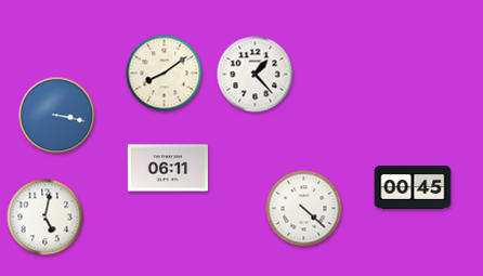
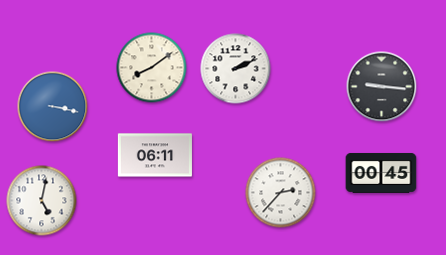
clock at (256, 75): 1:23 -> 2:11
clock at (382, 87): none -> 9:16
clock at (304, 209): 4:22 -> 2:37
